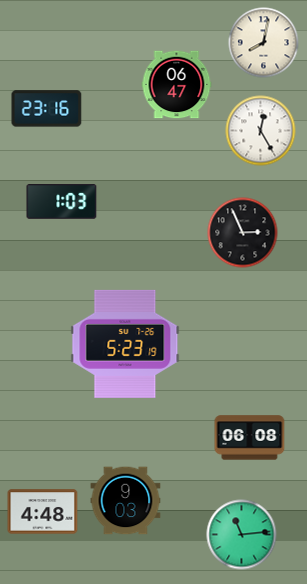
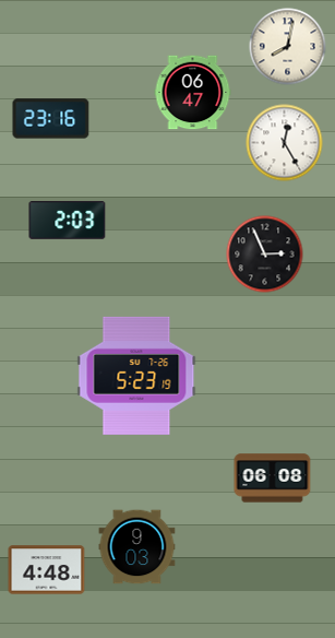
clock at (62, 202): 1:03 -> 2:03
clock at (43, 512) position: (43, 512) -> (47, 570)
clock at (242, 535): 11:14 -> none
